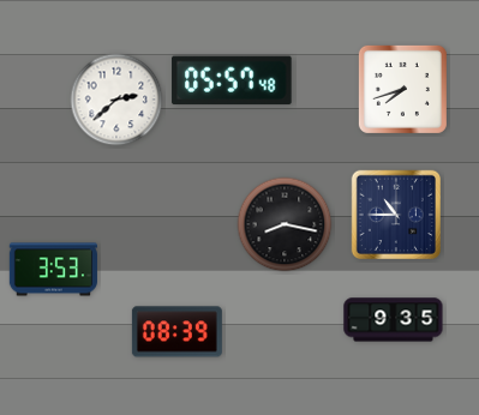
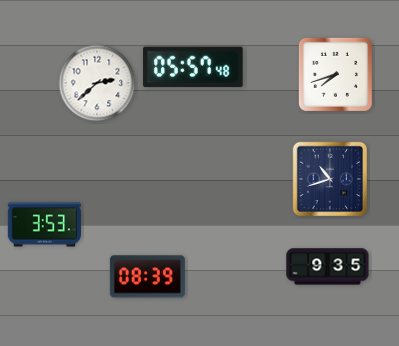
clock at (395, 213): 10:45 -> 10:42
clock at (285, 224): 8:17 -> none
